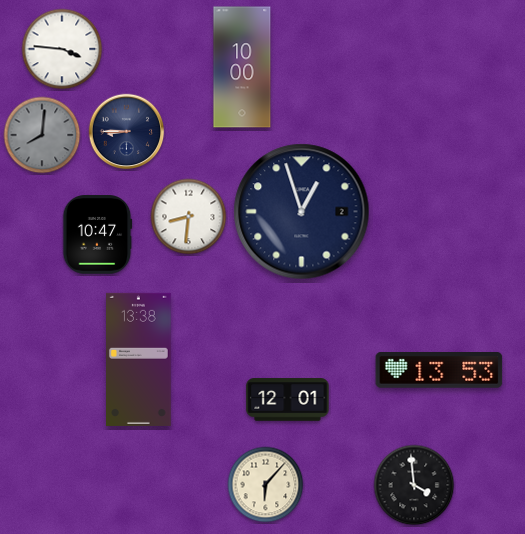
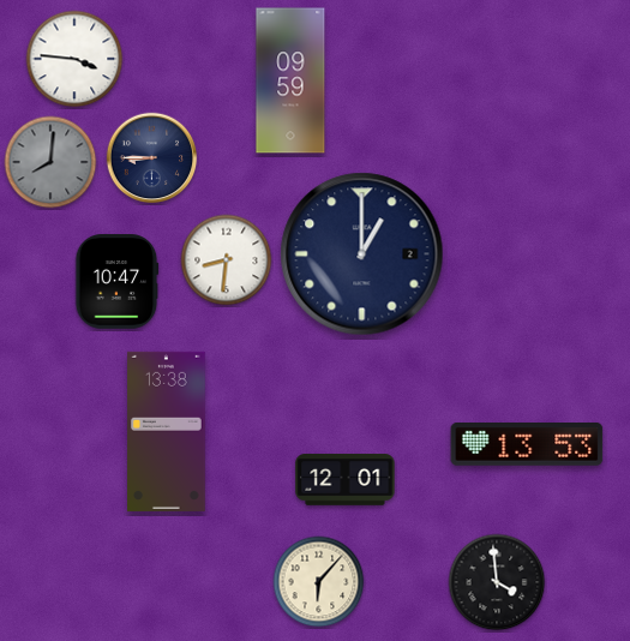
clock at (242, 67): 10:00 -> 09:59
clock at (302, 212): 12:57 -> 1:00
